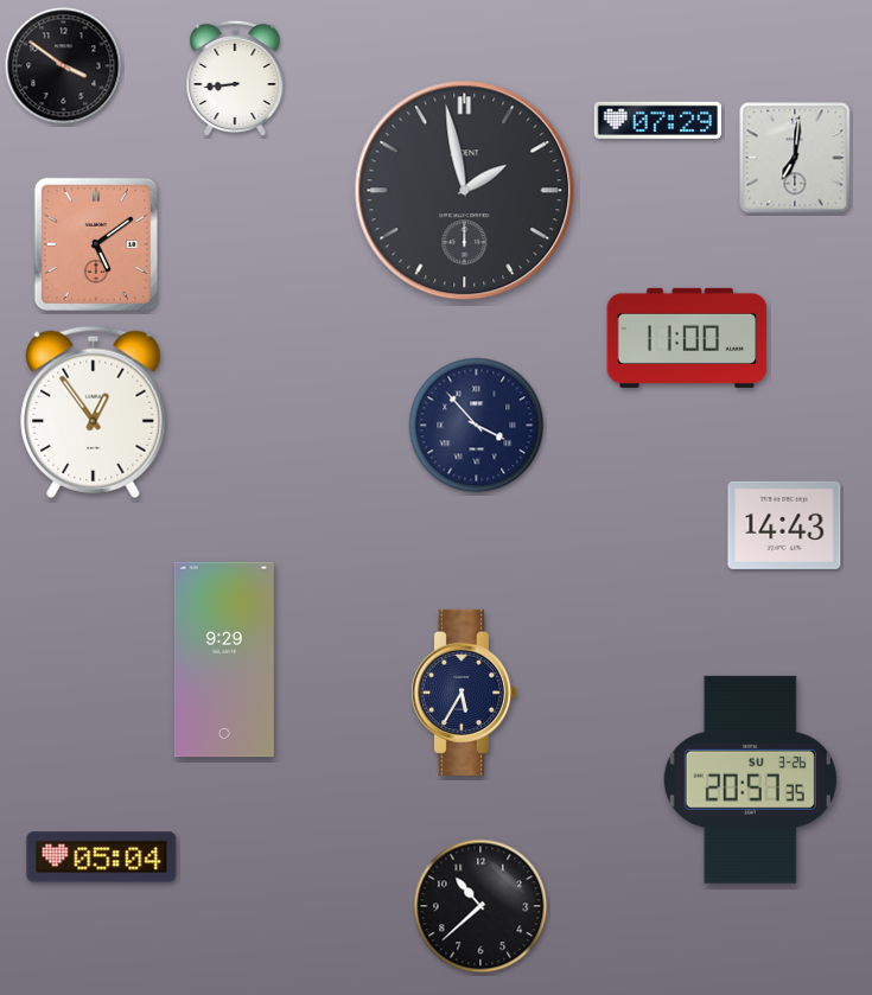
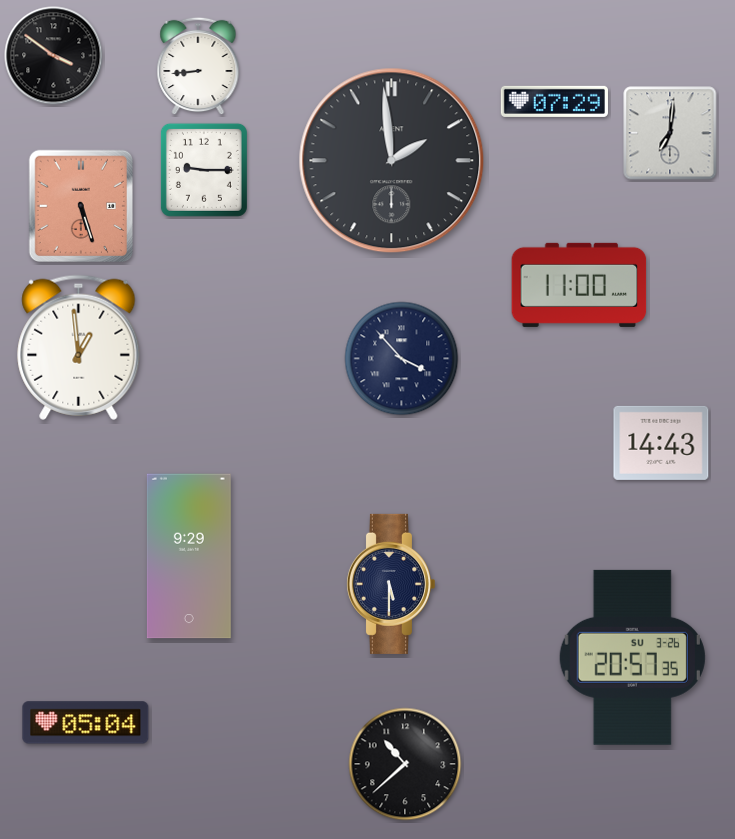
clock at (465, 191): 1:58 -> 1:59
clock at (204, 170): none -> 9:15
clock at (95, 243): 5:09 -> 5:27
clock at (94, 412): 12:54 -> 12:59
clock at (463, 693): 5:35 -> 5:30
